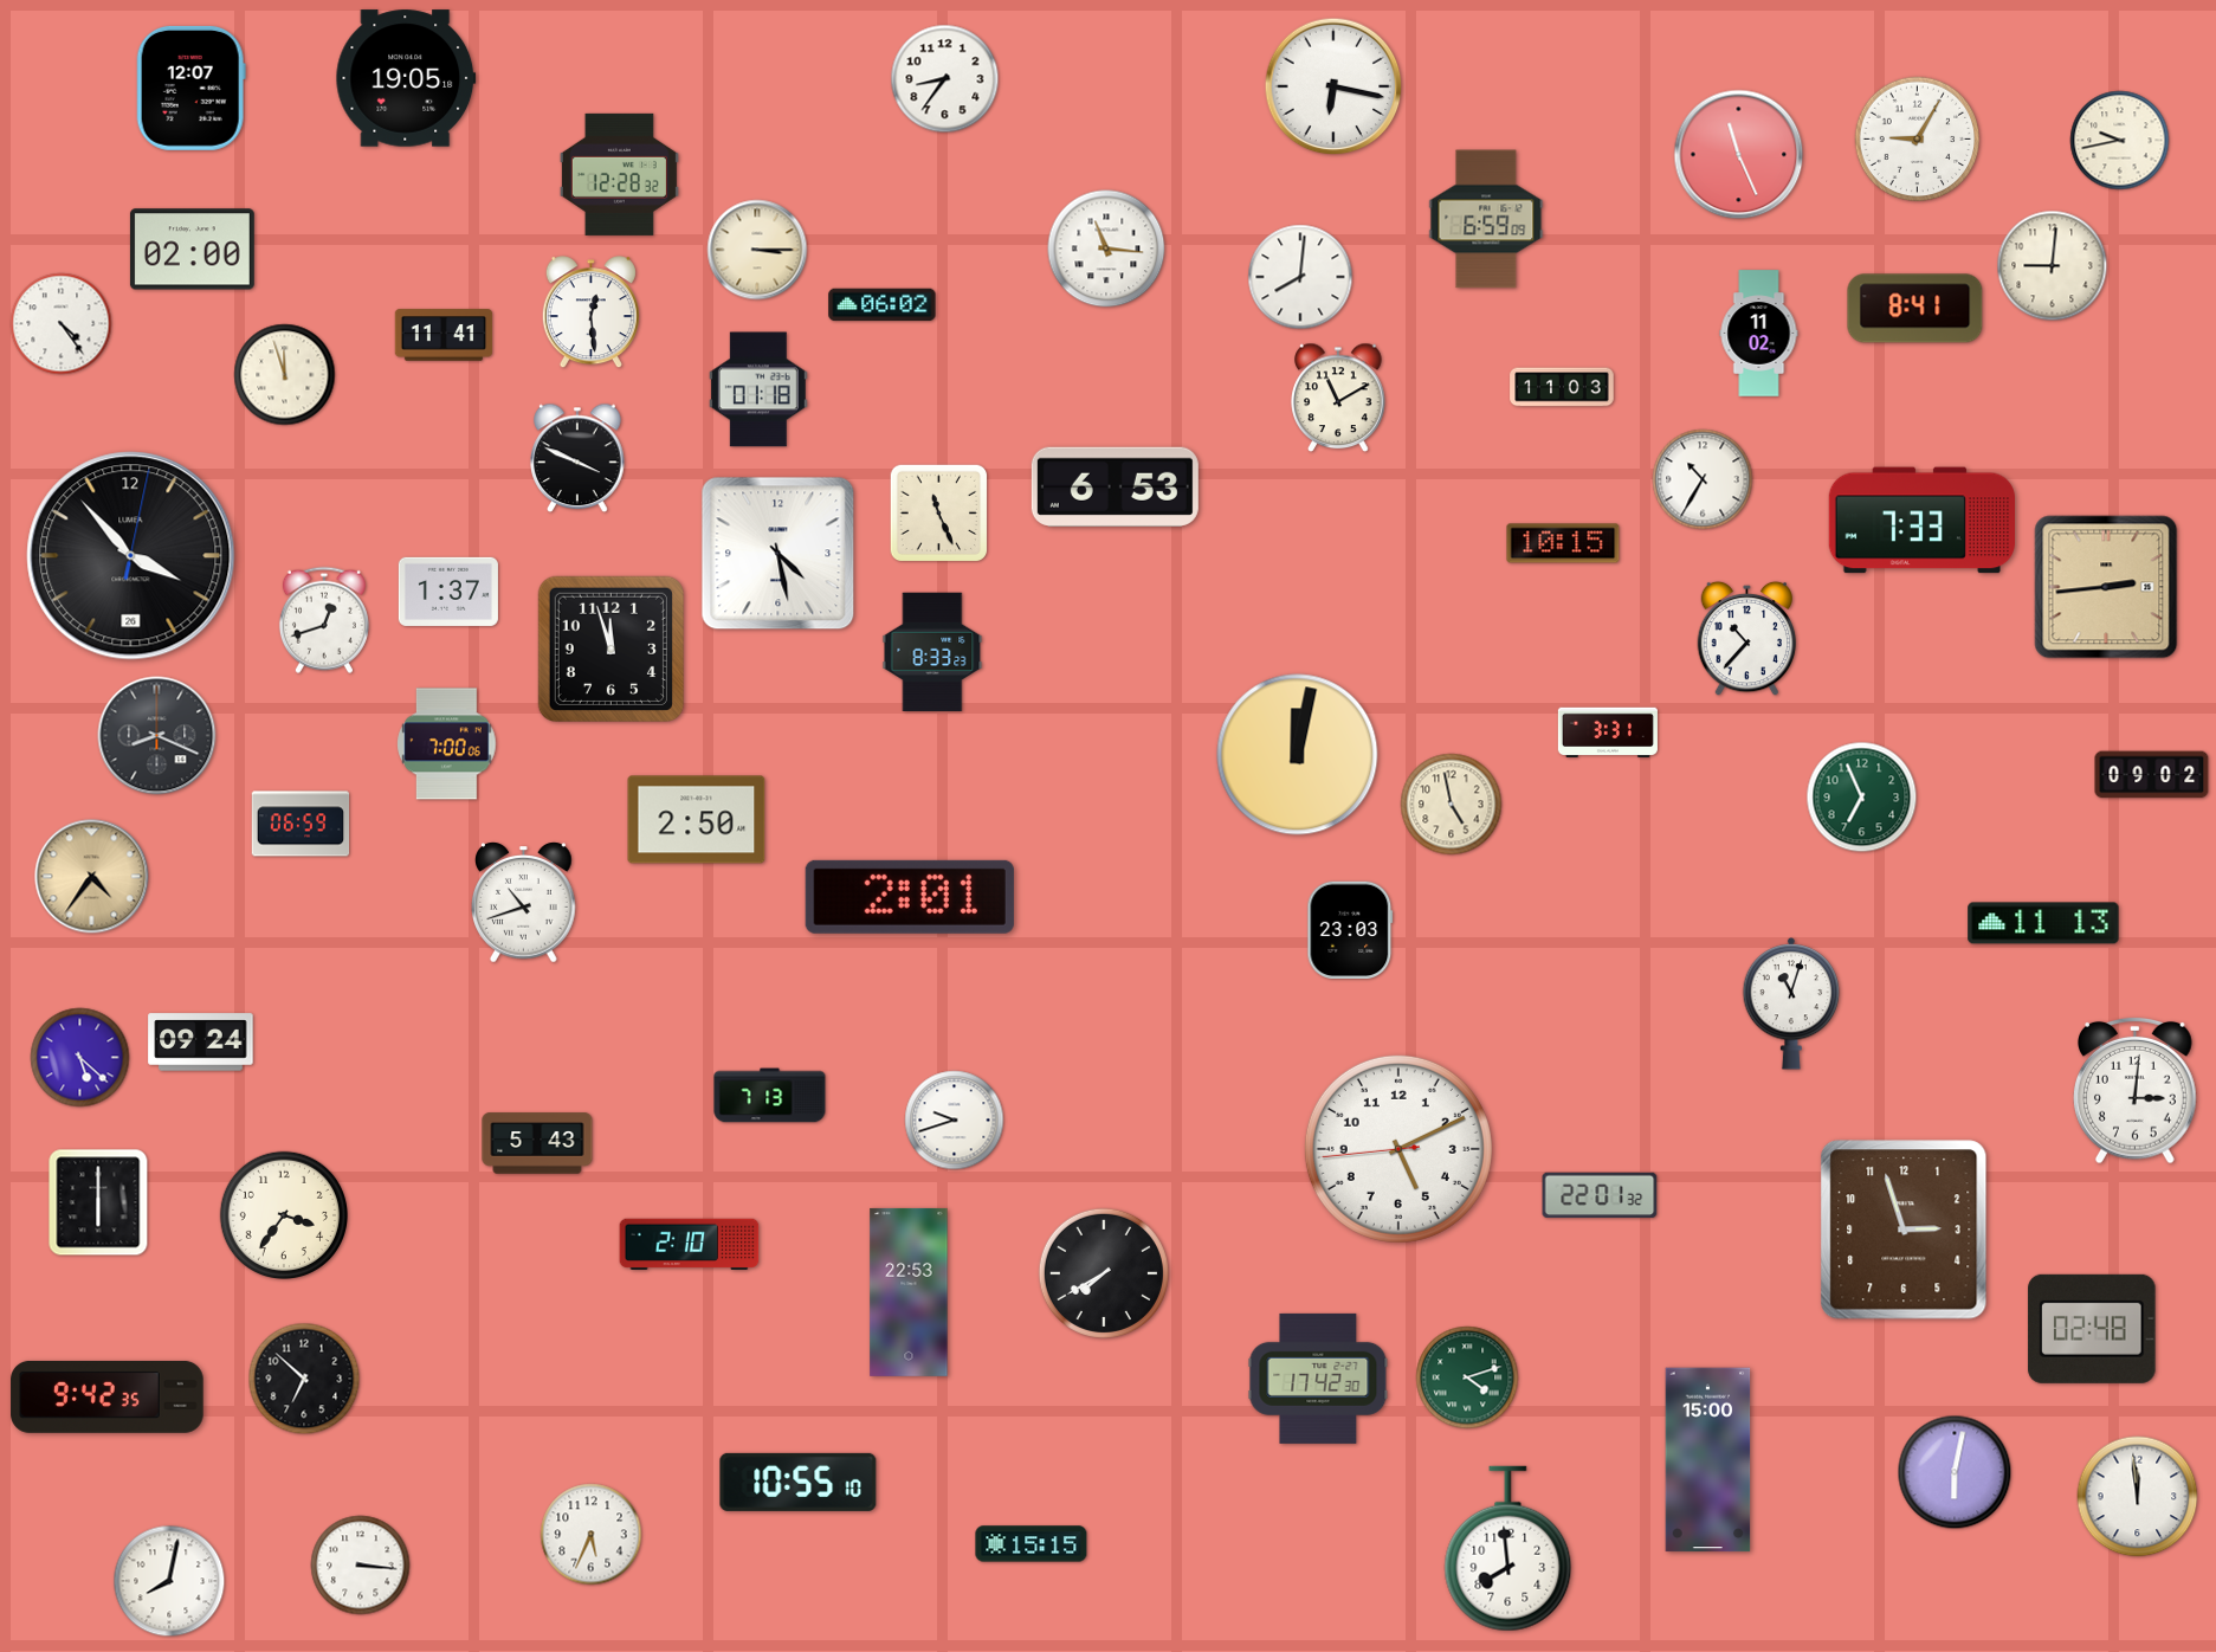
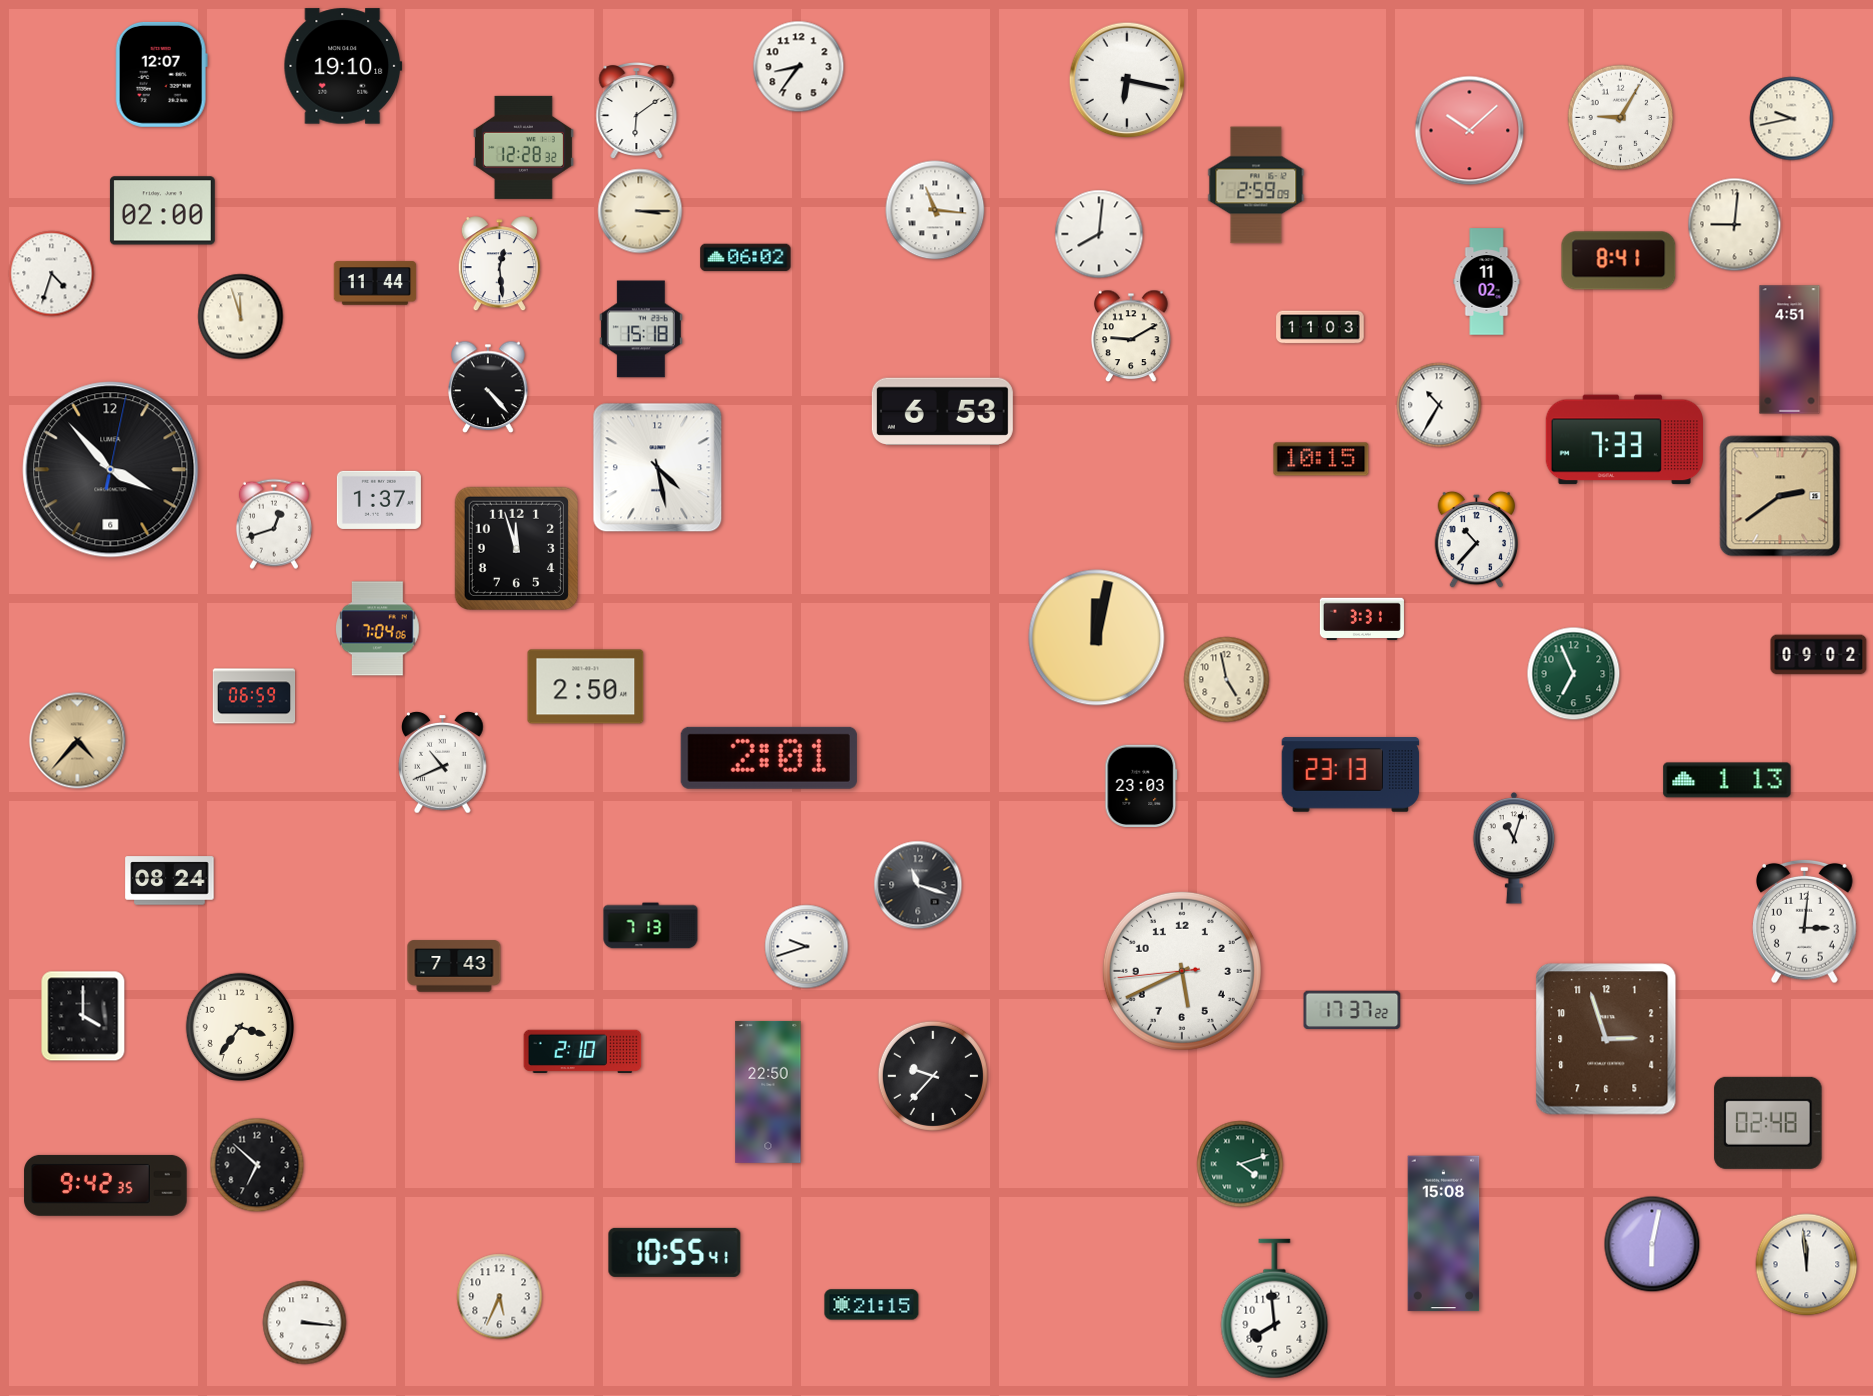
clock at (406, 78): 19:05 -> 19:10
clock at (1333, 86) position: (1333, 86) -> (1127, 80)
clock at (637, 111): none -> 6:09
clock at (1739, 155): 11:26 -> 10:08
clock at (1486, 219): 6:59 -> 2:59
clock at (62, 324): 4:24 -> 4:33
clock at (444, 335): 11:41 -> 11:44
clock at (758, 389): 01:18 -> 15:18
clock at (1338, 398): 11:10 -> 9:10
clock at (1790, 350): none -> 4:51
clock at (577, 458): 3:49 -> 4:23
clock at (939, 514): 11:26 -> none
clock at (131, 556) date: 26 -> 6
clock at (2106, 587): 2:44 -> 2:39
clock at (932, 652): 8:33 -> none
clock at (1608, 733) position: (1608, 733) -> (1362, 619)
clock at (157, 736): 8:19 -> none
clock at (447, 744): 7:00 -> 7:04
clock at (697, 820) position: (697, 820) -> (586, 687)
clock at (92, 877): 4:36 -> 4:37
clock at (524, 903): 10:42 -> 10:41
clock at (1351, 775): none -> 23:13
clock at (2043, 923): 11:13 -> 1:13
clock at (201, 1043): 09:24 -> 08:24
clock at (918, 885): none -> 11:18
clock at (80, 1058): 5:22 -> none
clock at (537, 1143): 5:43 -> 7:43
clock at (1398, 1149): 5:10 -> 5:40
clock at (1600, 1195): 22:01 -> 17:37
clock at (98, 1202): 6:00 -> 4:00
clock at (1904, 1230) position: (1904, 1230) -> (1606, 1039)
clock at (1104, 1273): 7:40 -> 9:37
clock at (909, 1292): 22:53 -> 22:50
clock at (1318, 1379): 17:42 -> none
clock at (108, 1396) position: (108, 1396) -> (106, 1185)
clock at (1708, 1460): 15:00 -> 15:08
clock at (799, 1482): 10:55:10 -> 10:55:41
clock at (1032, 1544): 15:15 -> 21:15
clock at (169, 1581): 8:02 -> none
